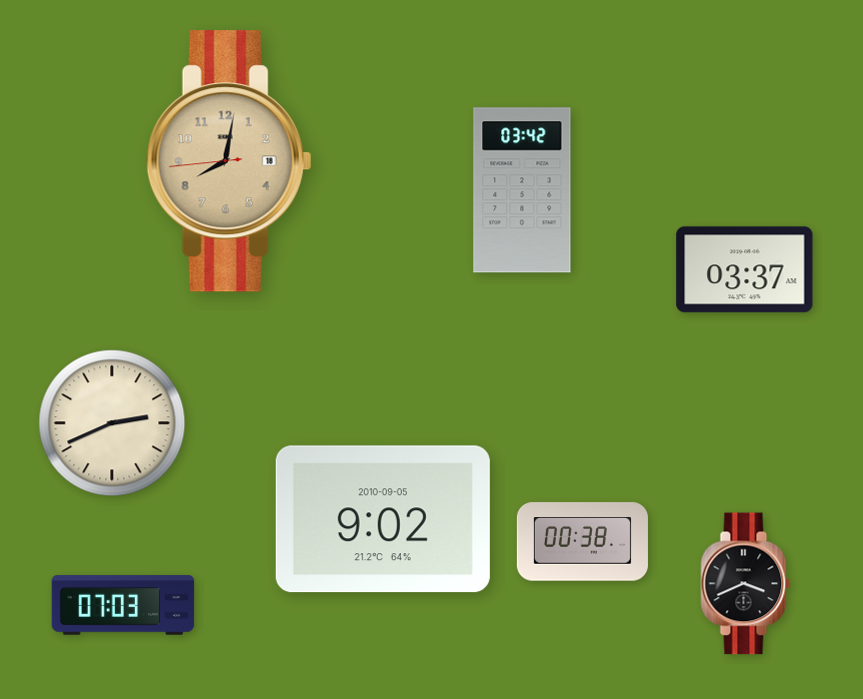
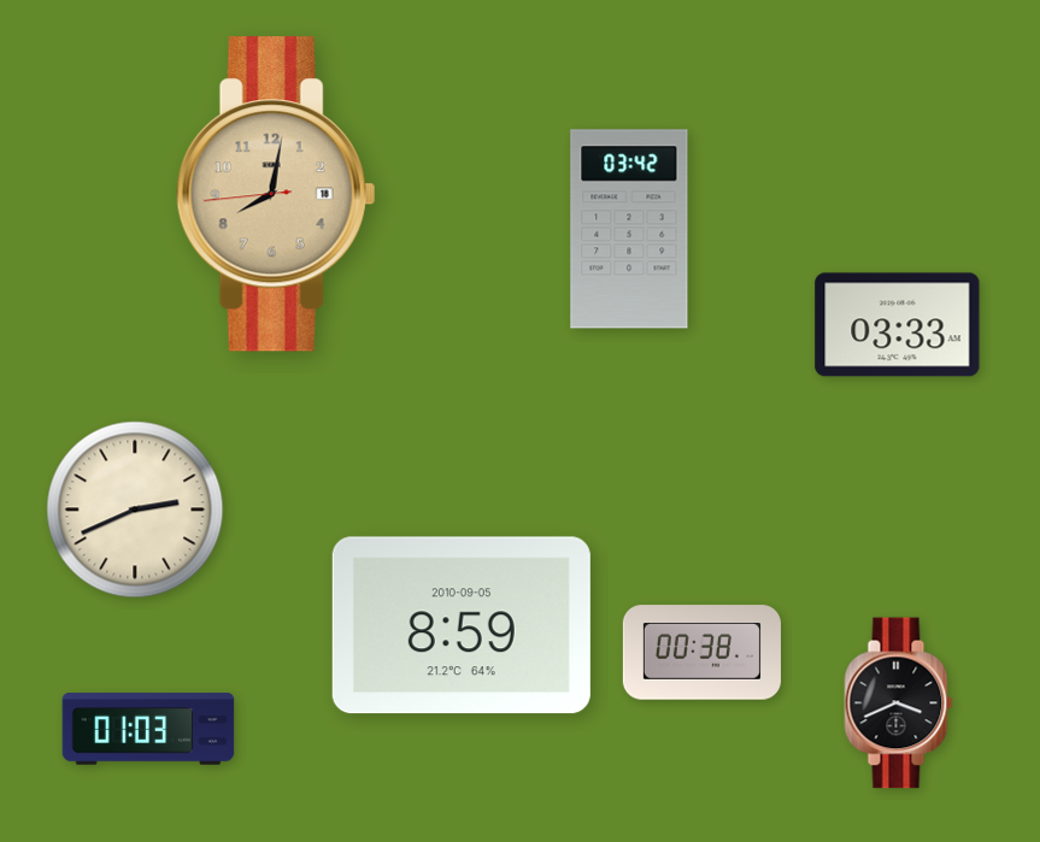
clock at (745, 270): 03:37 -> 03:33
clock at (383, 519): 9:02 -> 8:59
clock at (123, 605): 07:03 -> 01:03
